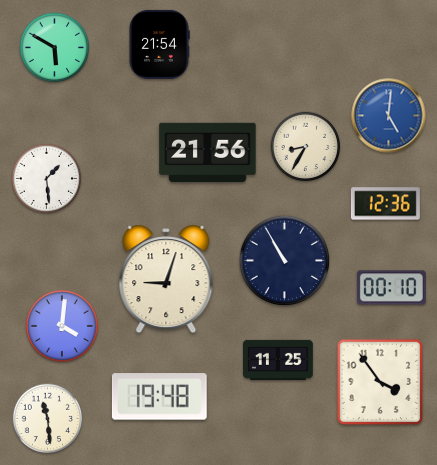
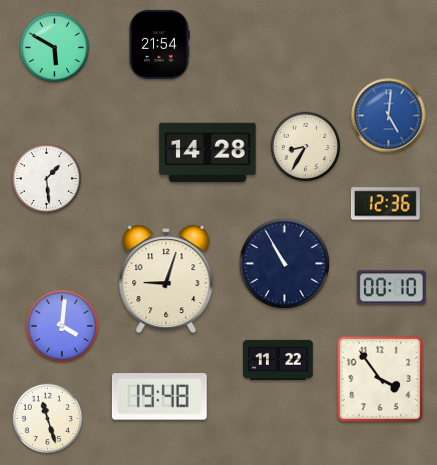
clock at (208, 152): 21:56 -> 14:28
clock at (284, 260) position: (284, 260) -> (284, 263)
clock at (279, 360): 11:25 -> 11:22
clock at (380, 382) position: (380, 382) -> (380, 379)
clock at (48, 419): 11:29 -> 11:27
